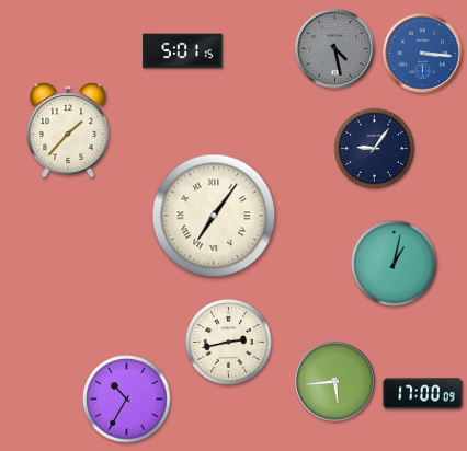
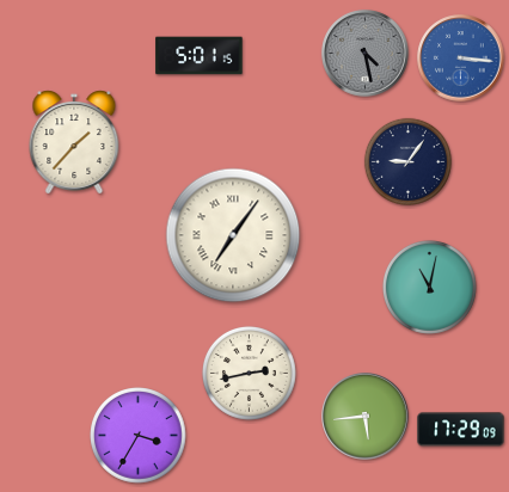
clock at (394, 263): 1:02 -> 11:02
clock at (423, 394): 17:00 -> 17:29
clock at (127, 400): 10:35 -> 3:35
